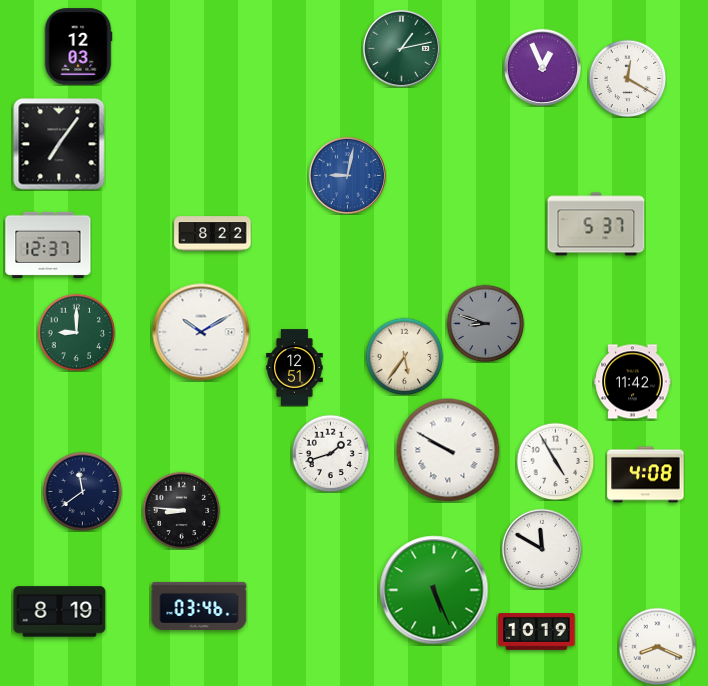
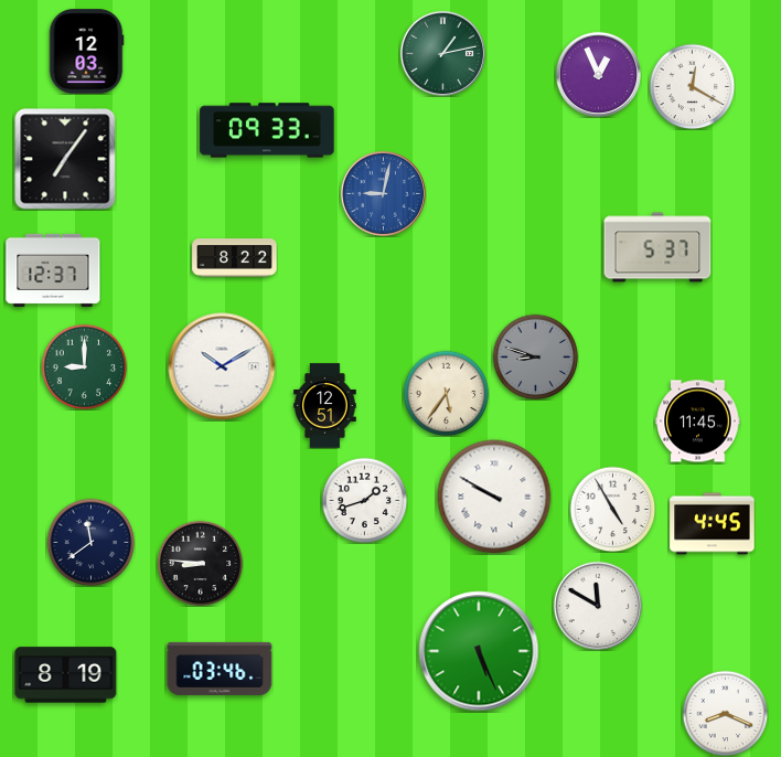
clock at (267, 130): none -> 09:33
clock at (633, 382): 11:42 -> 11:45
clock at (646, 475): 4:08 -> 4:45
clock at (537, 632): 10:19 -> none
